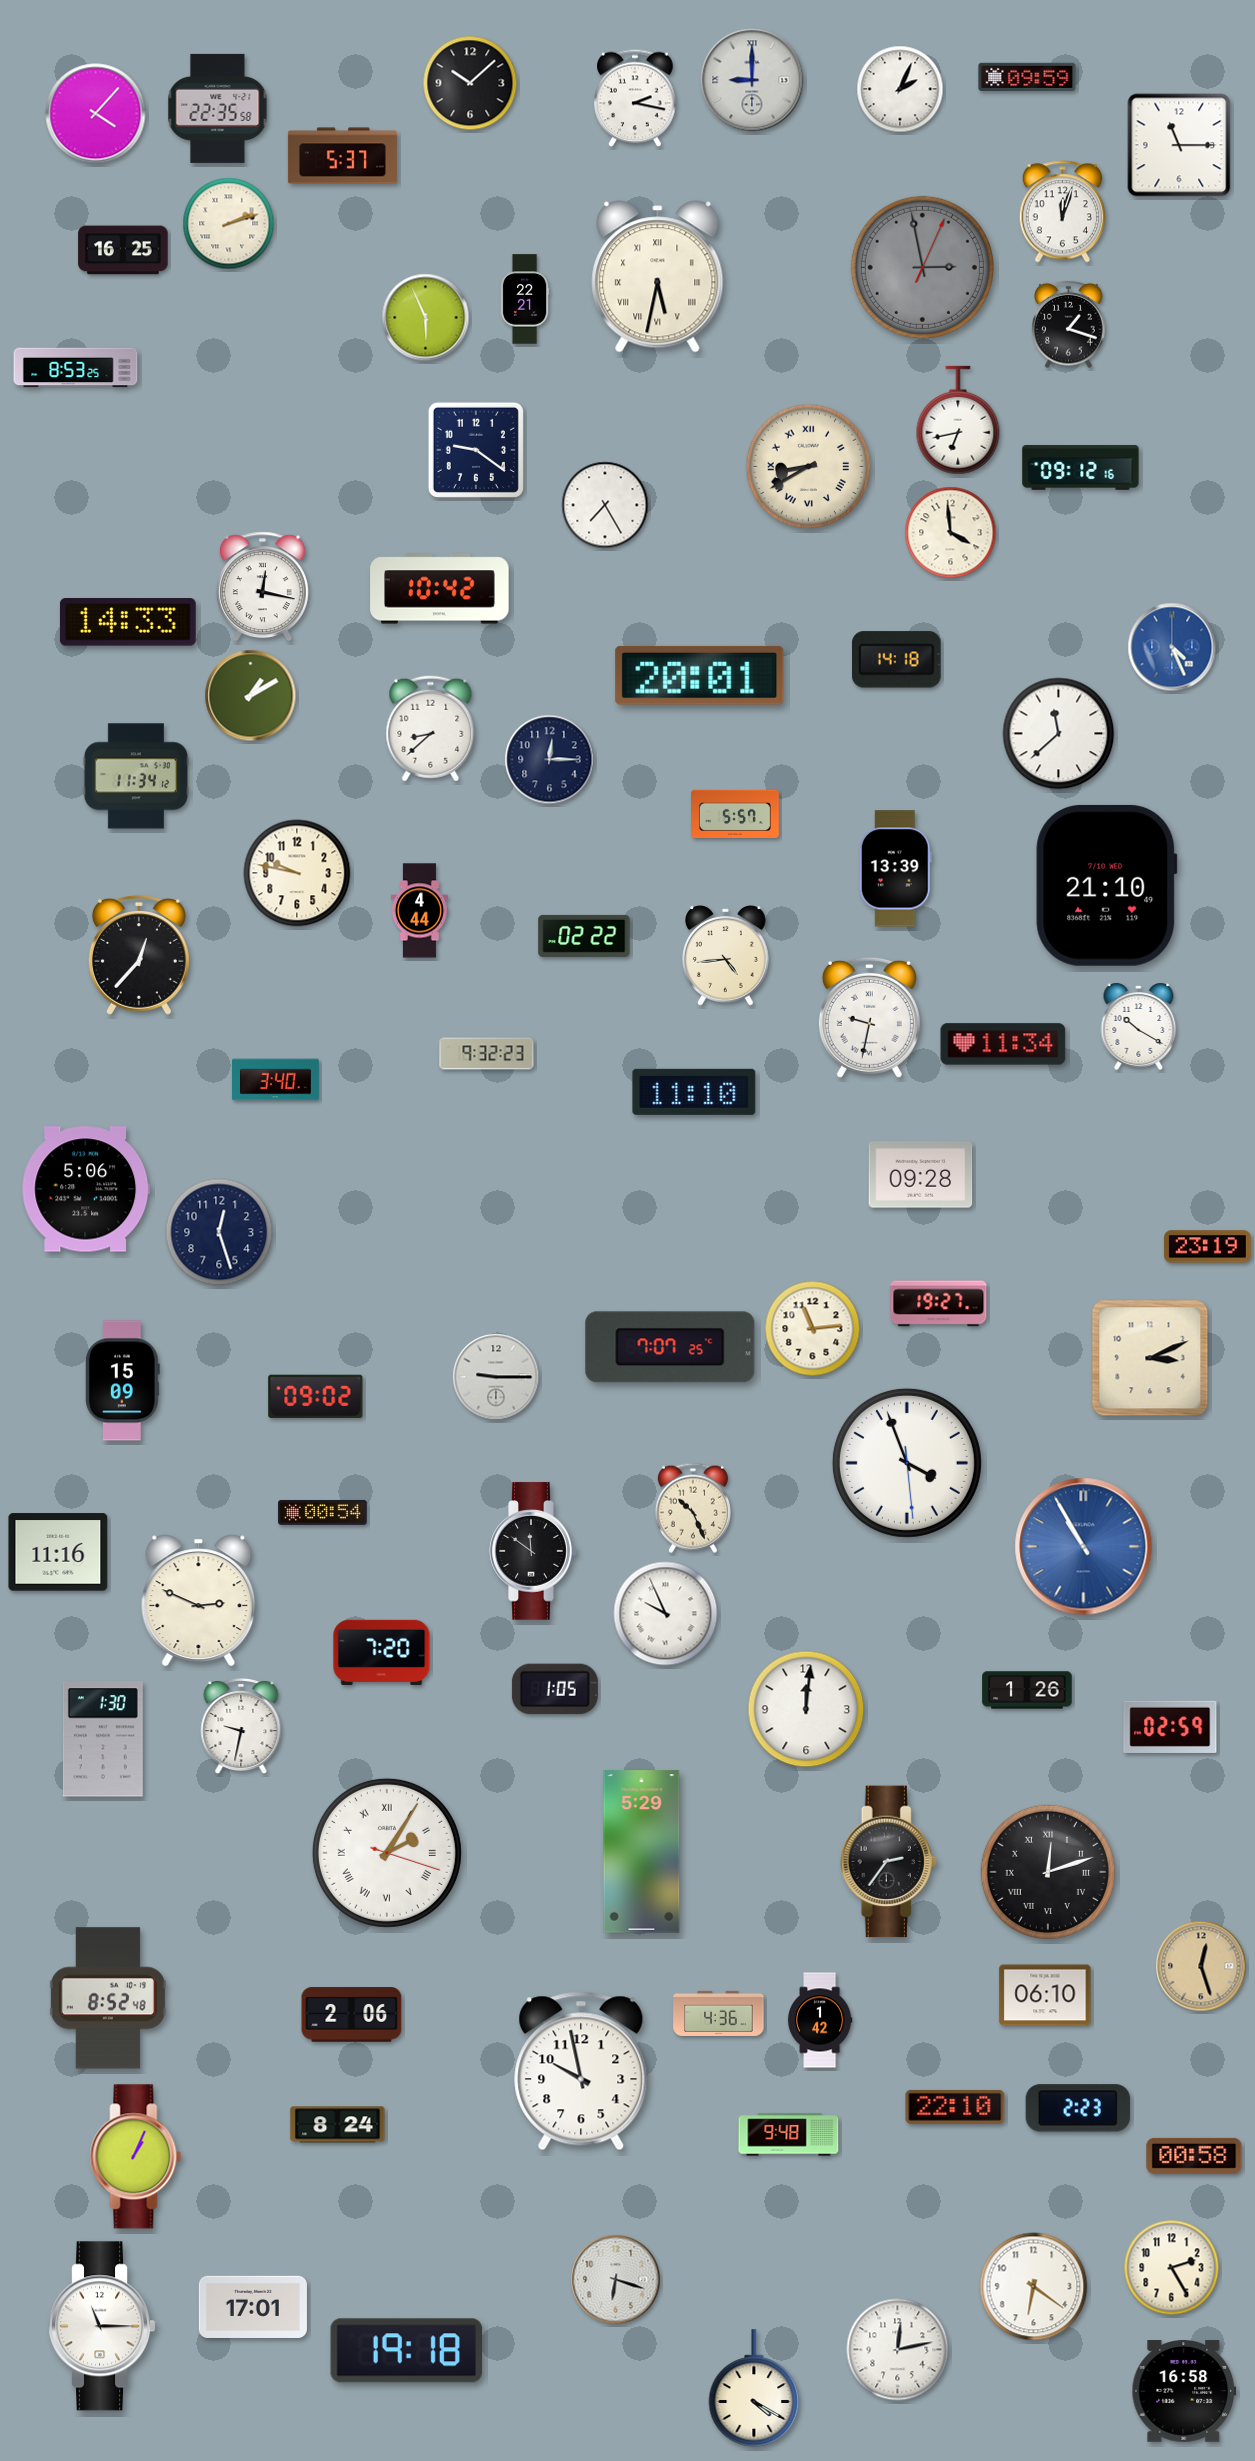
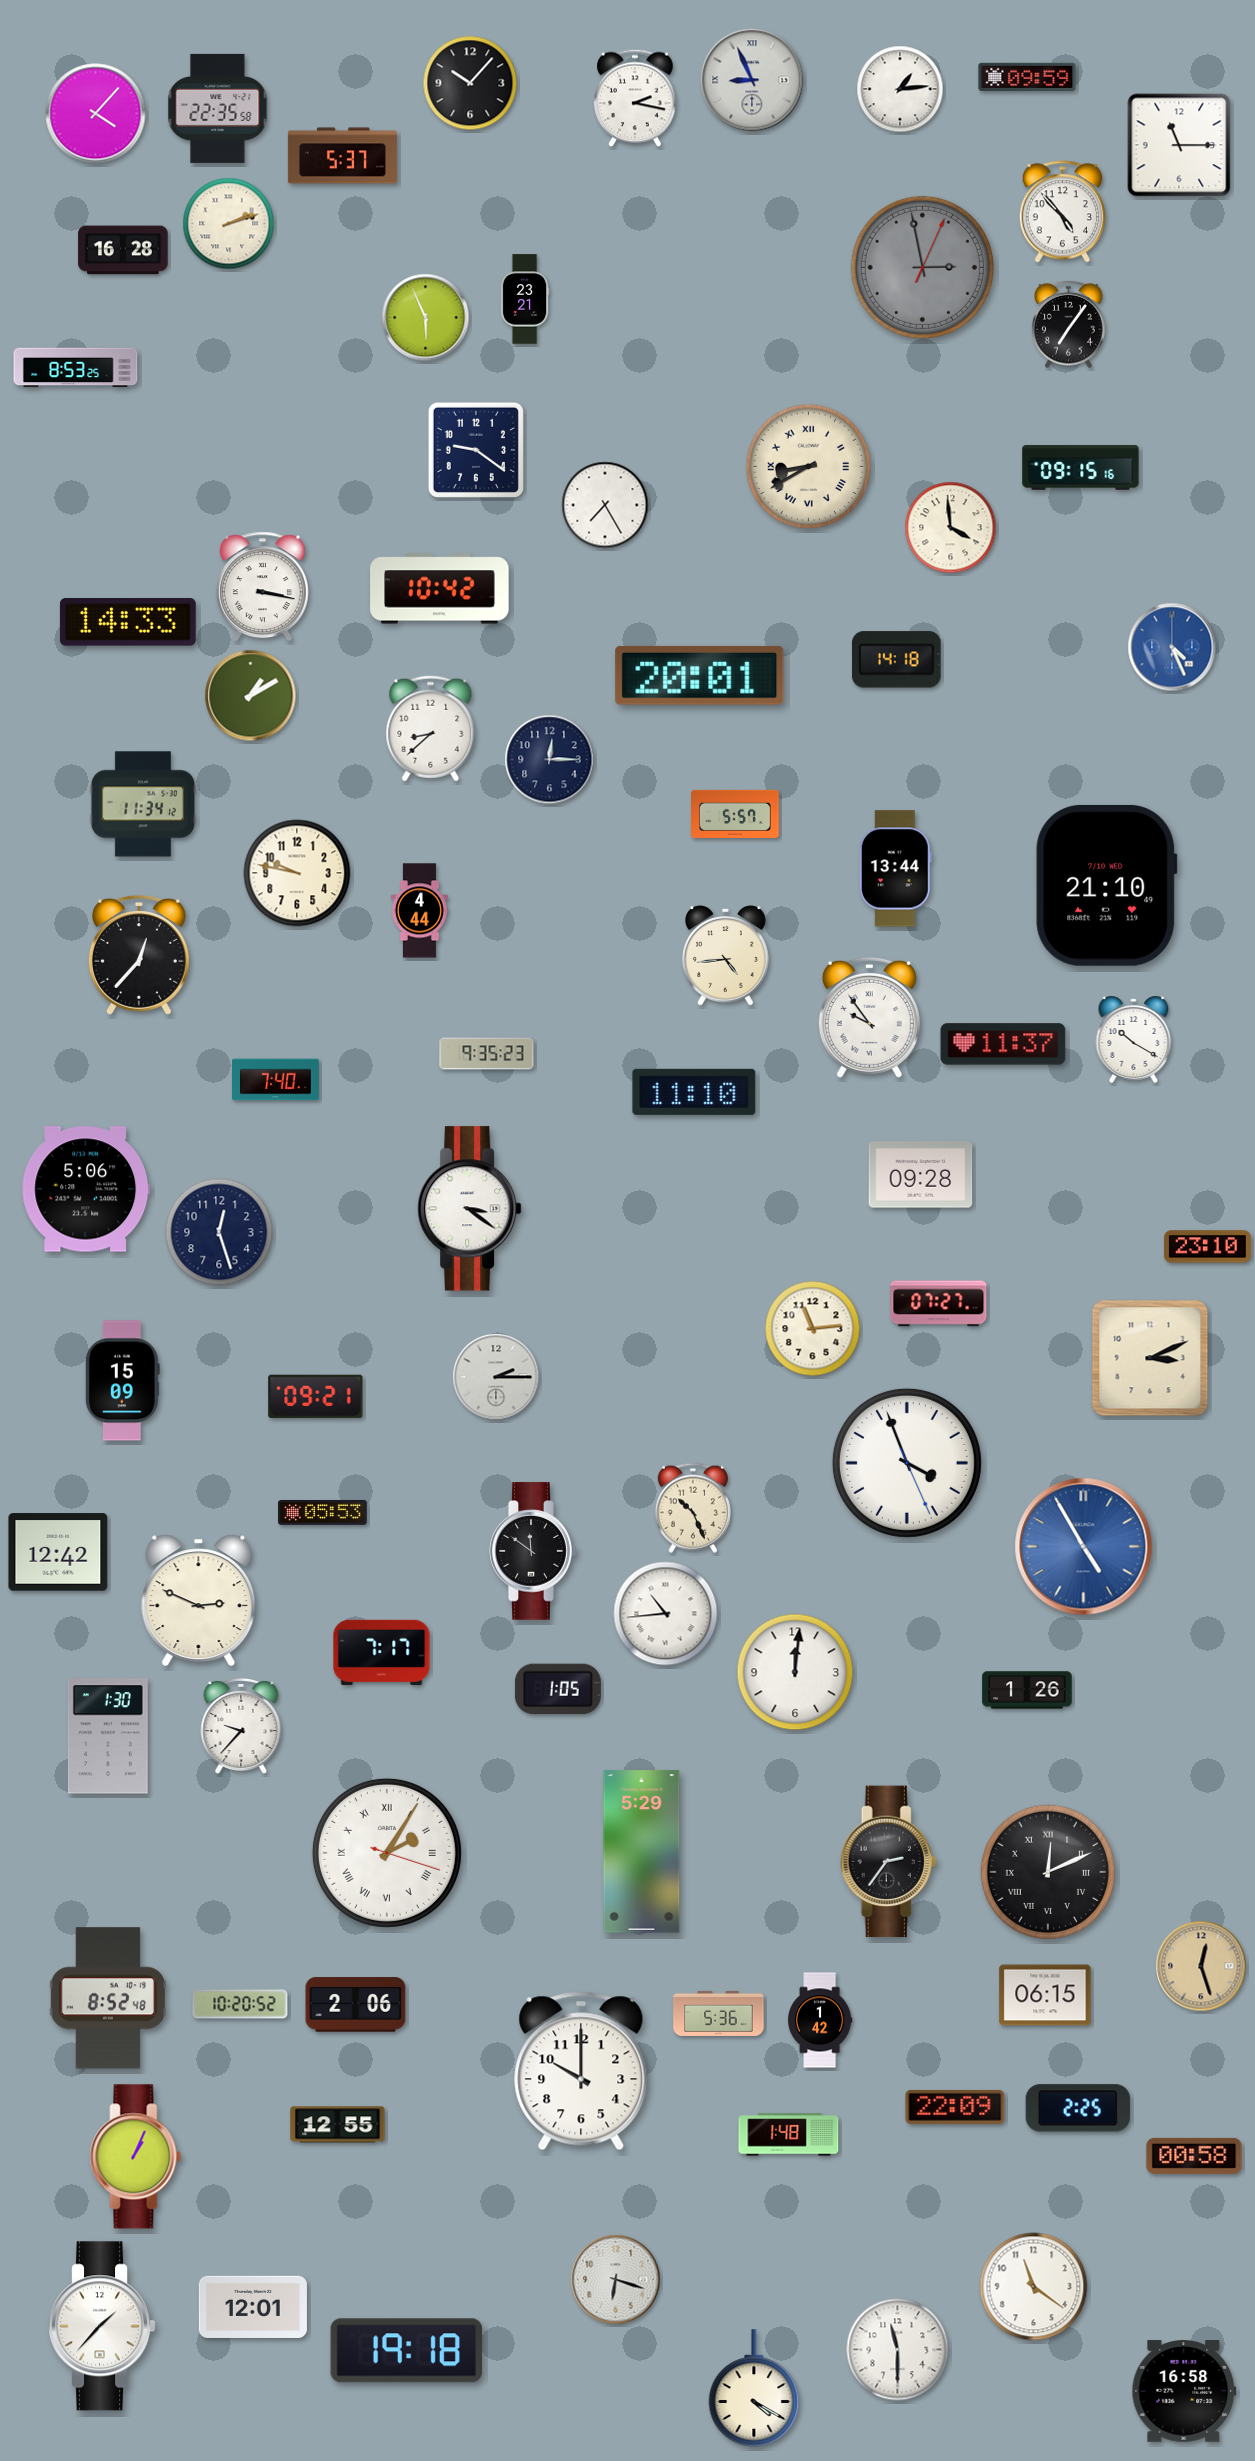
clock at (752, 80): 9:00 -> 8:56
clock at (470, 83): 10:08 -> 10:07
clock at (900, 89): 2:04 -> 1:14
clock at (1062, 212): 12:03 -> 4:53
clock at (123, 250): 16:25 -> 16:28
clock at (658, 277): 5:32 -> none
clock at (525, 299): 22:21 -> 23:21
clock at (1069, 325): 1:18 -> 7:06
clock at (958, 420): 6:43 -> none
clock at (1081, 468): 09:12 -> 09:15
clock at (951, 533) position: (951, 533) -> (951, 528)
clock at (262, 587): 12:17 -> 3:17
clock at (1059, 734): 11:38 -> none
clock at (135, 776) position: (135, 776) -> (142, 804)
clock at (895, 869): 13:39 -> 13:44
clock at (584, 936): 02:22 -> none
clock at (869, 1017): 9:32 -> 9:54
clock at (1139, 1026) position: (1139, 1026) -> (1134, 1039)
clock at (1003, 1044): 11:34 -> 11:37
clock at (487, 1054): 9:32 -> 9:35
clock at (276, 1080): 3:40 -> 7:40
clock at (469, 1209): none -> 3:21
clock at (1207, 1247): 23:19 -> 23:10
clock at (939, 1304): 19:27 -> 07:27
clock at (670, 1347): 7:07 -> none
clock at (496, 1377): 9:15 -> 2:15
clock at (316, 1396): 09:02 -> 09:21
clock at (907, 1463): 3:56:29 -> 3:56:26
clock at (323, 1512): 00:54 -> 05:53
clock at (1084, 1547): 10:55 -> 4:55
clock at (58, 1552): 11:16 -> 12:42
clock at (666, 1614): 9:56 -> 10:44
clock at (382, 1652): 7:20 -> 7:17
clock at (555, 1689) position: (555, 1689) -> (558, 1689)
clock at (806, 1709) position: (806, 1709) -> (795, 1672)
clock at (241, 1726): 9:32 -> 9:37
clock at (1170, 1726): 02:59 -> none
clock at (103, 1739) position: (103, 1739) -> (108, 1736)
clock at (1048, 1872): 12:12 -> 12:11
clock at (1045, 1995): 06:10 -> 06:15
clock at (240, 2004): none -> 10:20
clock at (719, 2013): 4:36 -> 5:36
clock at (352, 2015) position: (352, 2015) -> (356, 2005)
clock at (581, 2071): 9:58 -> 10:00
clock at (955, 2107): 22:10 -> 22:09
clock at (1078, 2108): 2:23 -> 2:25
clock at (338, 2125): 8:24 -> 12:55
clock at (789, 2135): 9:48 -> 1:48
clock at (1172, 2268): 2:25 -> none
clock at (1034, 2287): 6:21 -> 11:21
clock at (253, 2307): 17:01 -> 12:01
clock at (102, 2326): 11:15 -> 1:37
clock at (898, 2350): 12:13 -> 11:30
